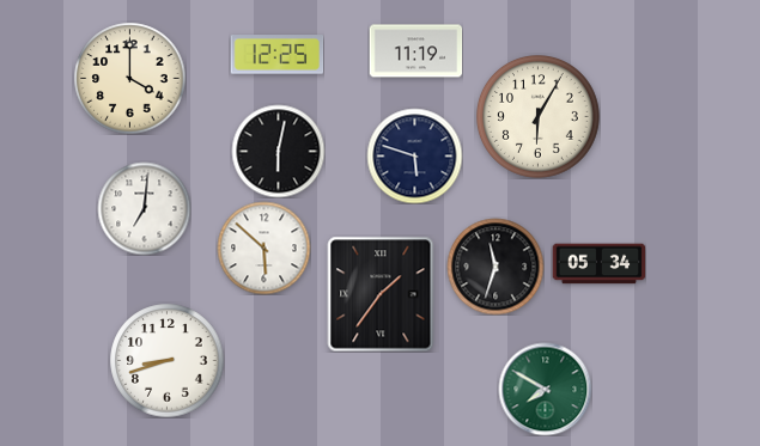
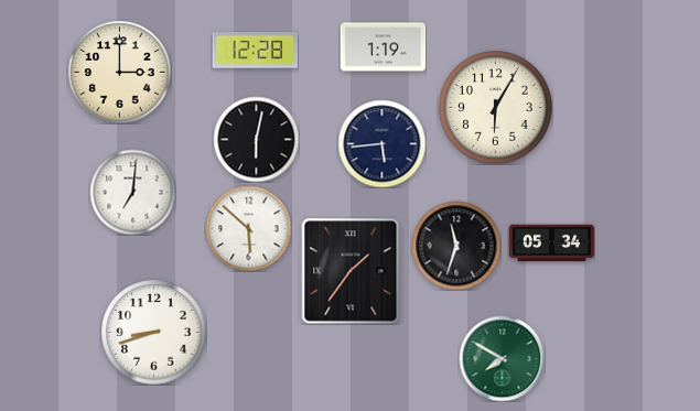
clock at (415, 51): 11:19 -> 1:19
clock at (276, 55): 12:25 -> 12:28
clock at (129, 78): 4:00 -> 3:00
clock at (414, 155): 5:48 -> 5:44
clock at (263, 248) position: (263, 248) -> (248, 228)
